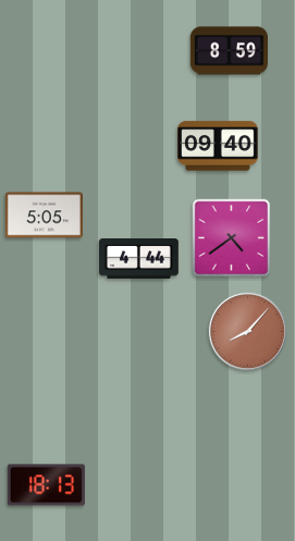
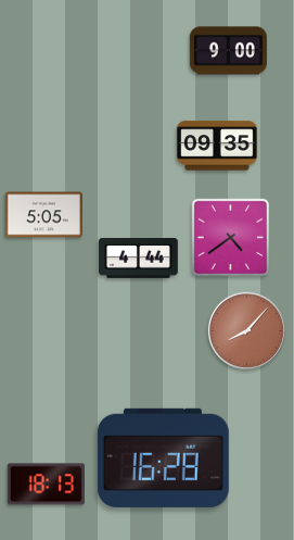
clock at (229, 51): 8:59 -> 9:00
clock at (218, 146): 09:40 -> 09:35
clock at (163, 457): none -> 16:28
